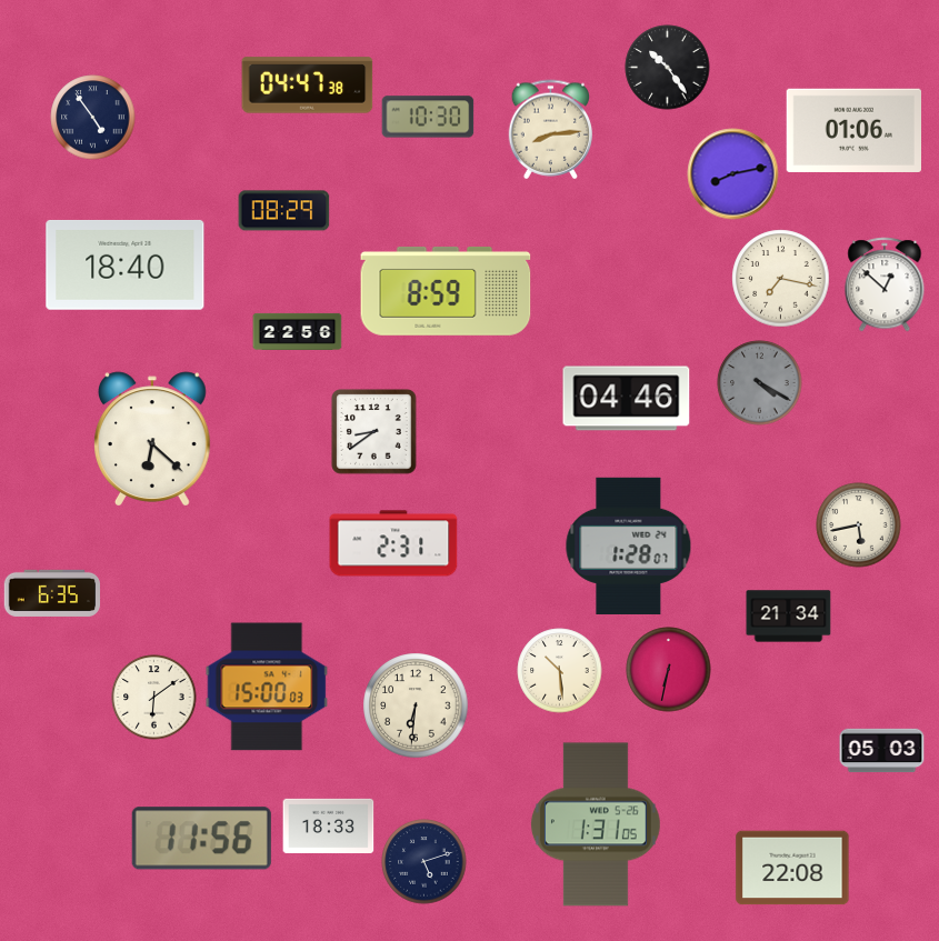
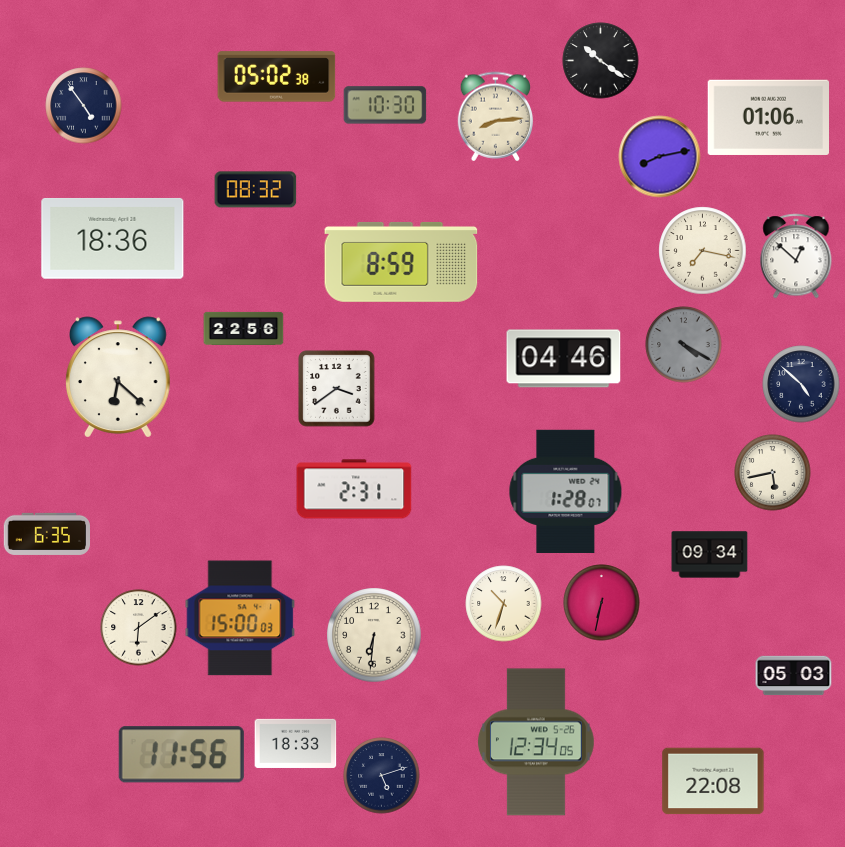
clock at (668, 68): 10:24 -> 10:21
clock at (308, 86): 04:47 -> 05:02
clock at (284, 211): 08:29 -> 08:32
clock at (126, 264): 18:40 -> 18:36
clock at (298, 331) position: (298, 331) -> (244, 328)
clock at (801, 384): none -> 4:52
clock at (374, 432): 8:39 -> 3:39
clock at (153, 439) position: (153, 439) -> (119, 377)
clock at (789, 617): 21:34 -> 09:34
clock at (560, 671): 10:29 -> 10:33
clock at (596, 824): 1:31 -> 12:34
